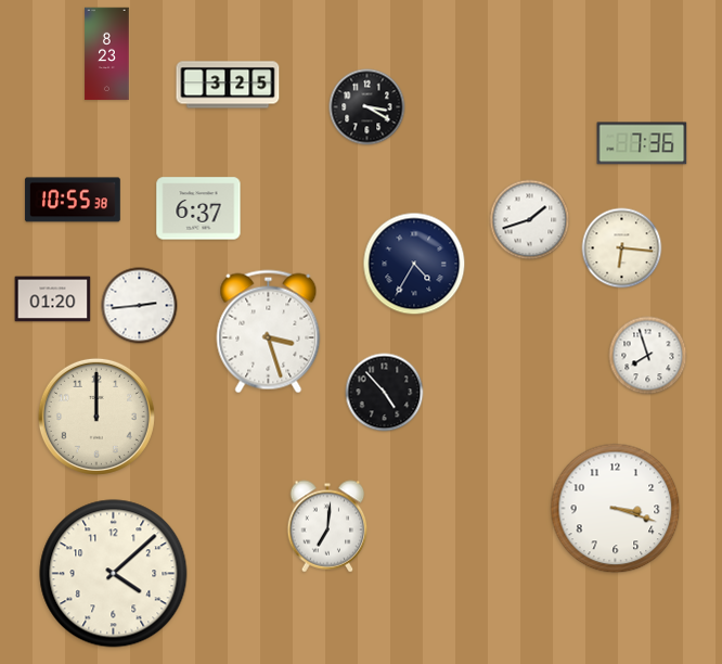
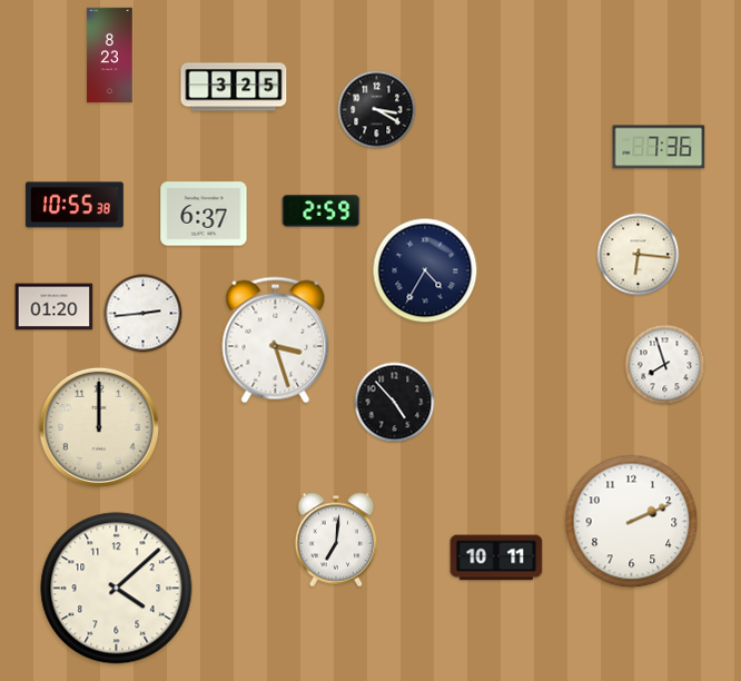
clock at (322, 211): none -> 2:59
clock at (530, 220): 1:42 -> none
clock at (616, 509): 3:18 -> 2:11
clock at (496, 557): none -> 10:11
